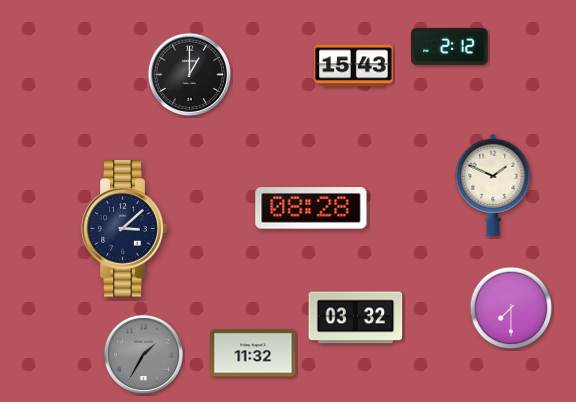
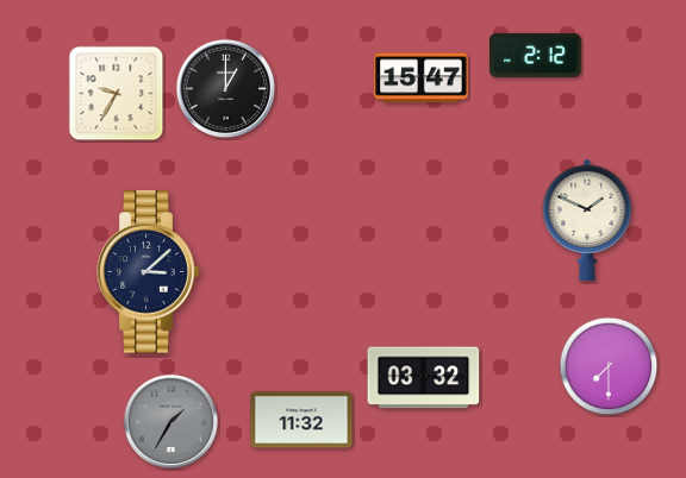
clock at (354, 66): 15:43 -> 15:47
clock at (117, 94): none -> 9:35
clock at (311, 208): 08:28 -> none
